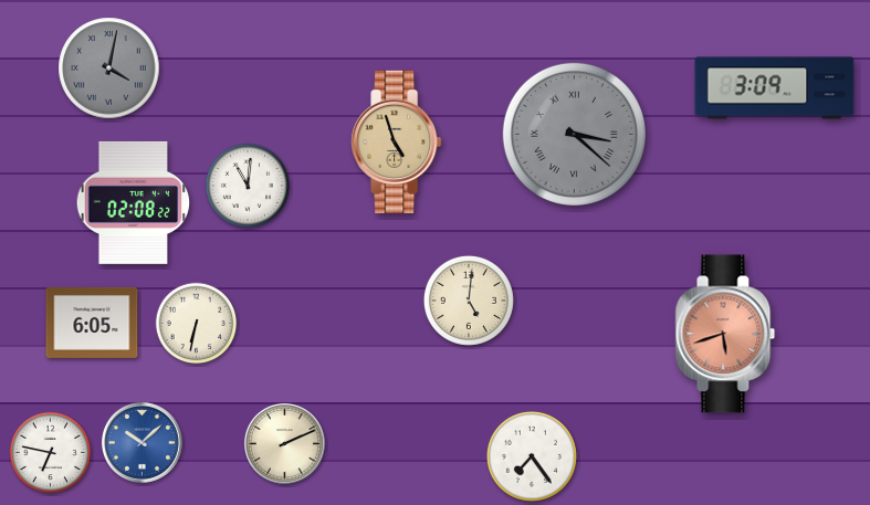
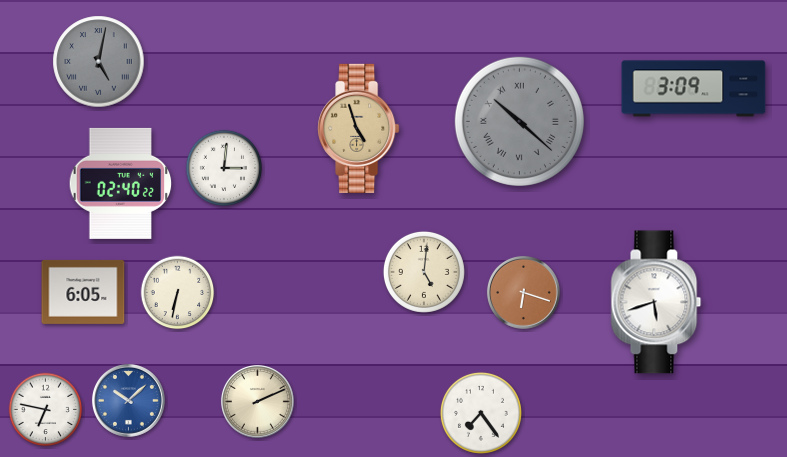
clock at (109, 69): 4:02 -> 5:02
clock at (775, 88) position: (775, 88) -> (694, 89)
clock at (574, 134): 3:22 -> 10:22
clock at (247, 185): 11:01 -> 3:01
clock at (134, 202): 02:08 -> 02:40
clock at (523, 292): none -> 6:18
clock at (725, 334) dial: salmon -> white
